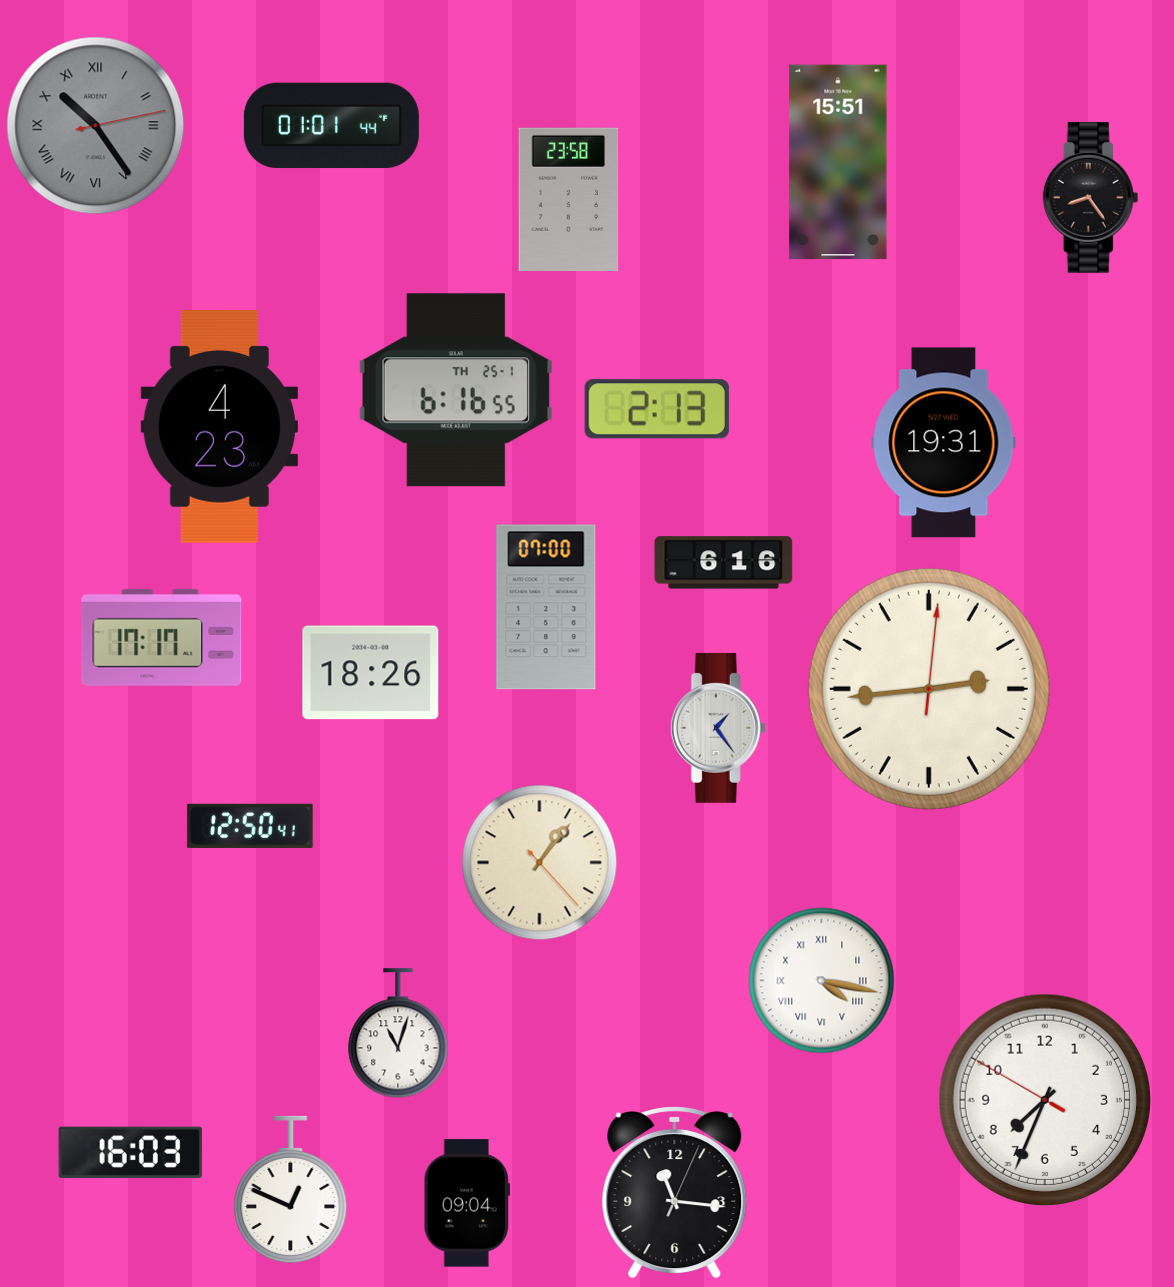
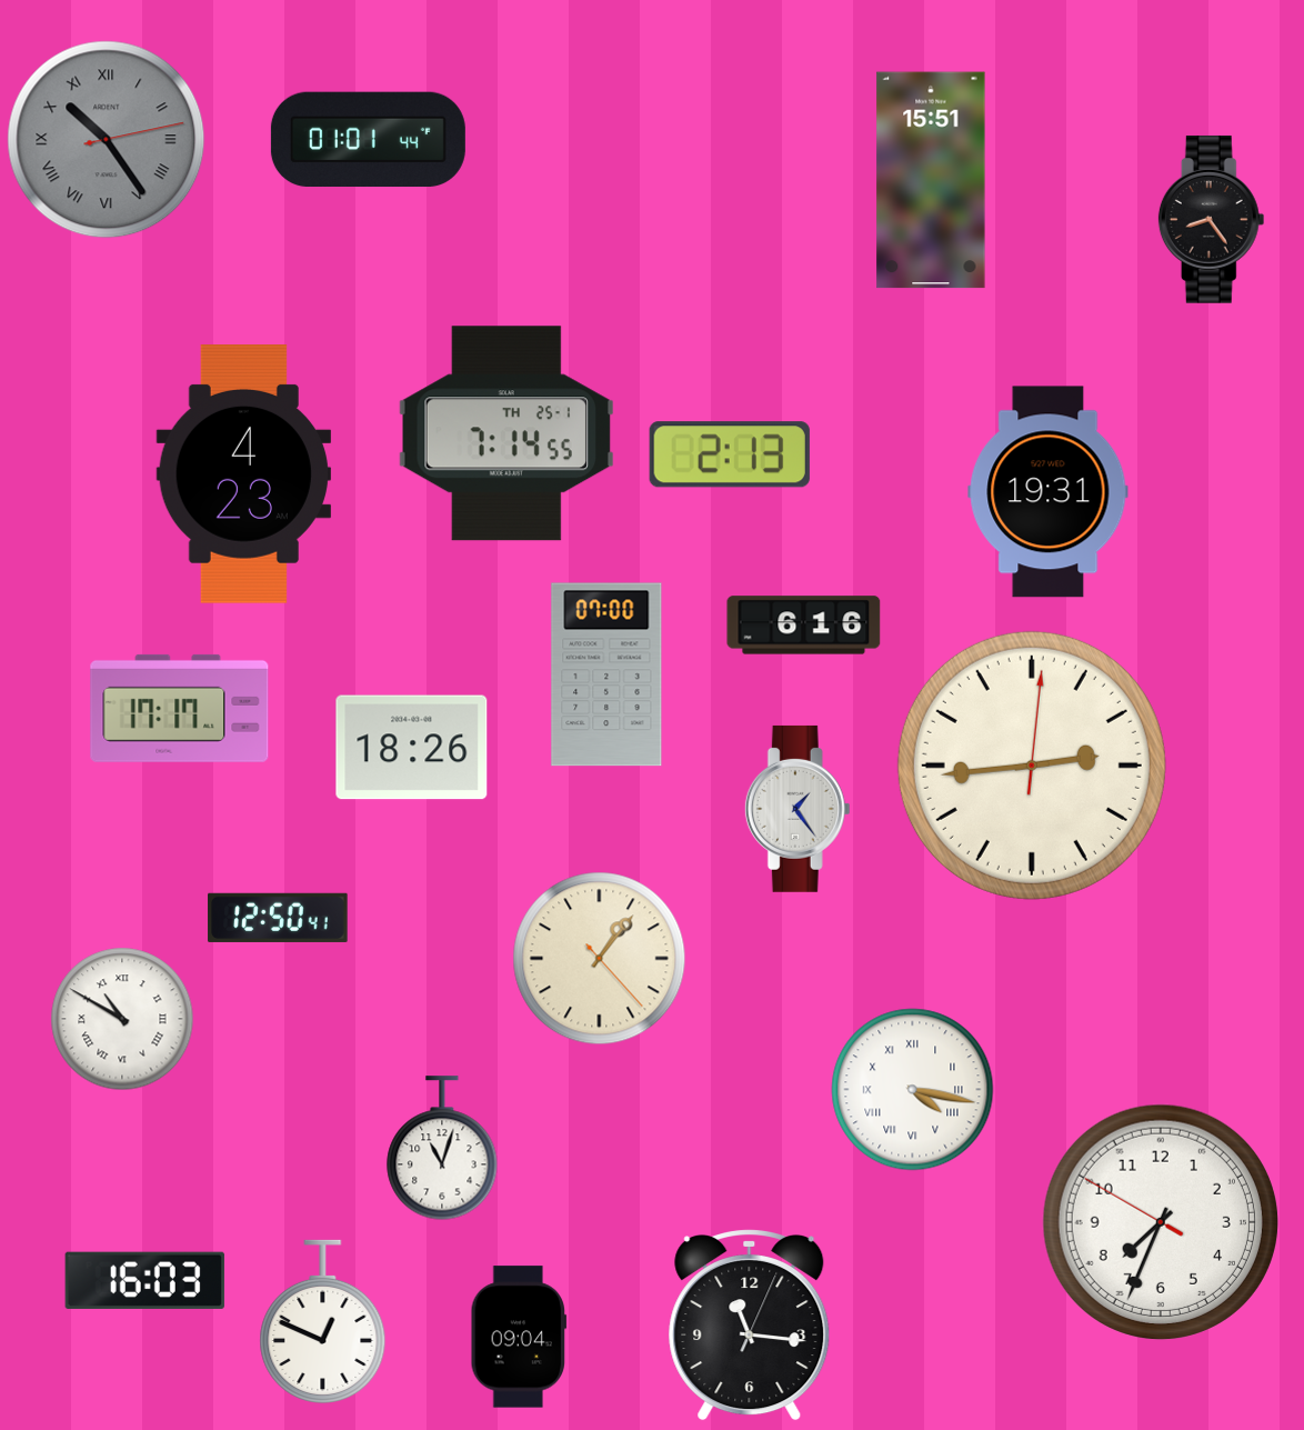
clock at (569, 199): 23:58 -> none
clock at (455, 390): 6:16 -> 7:14
clock at (122, 1019): none -> 10:50
